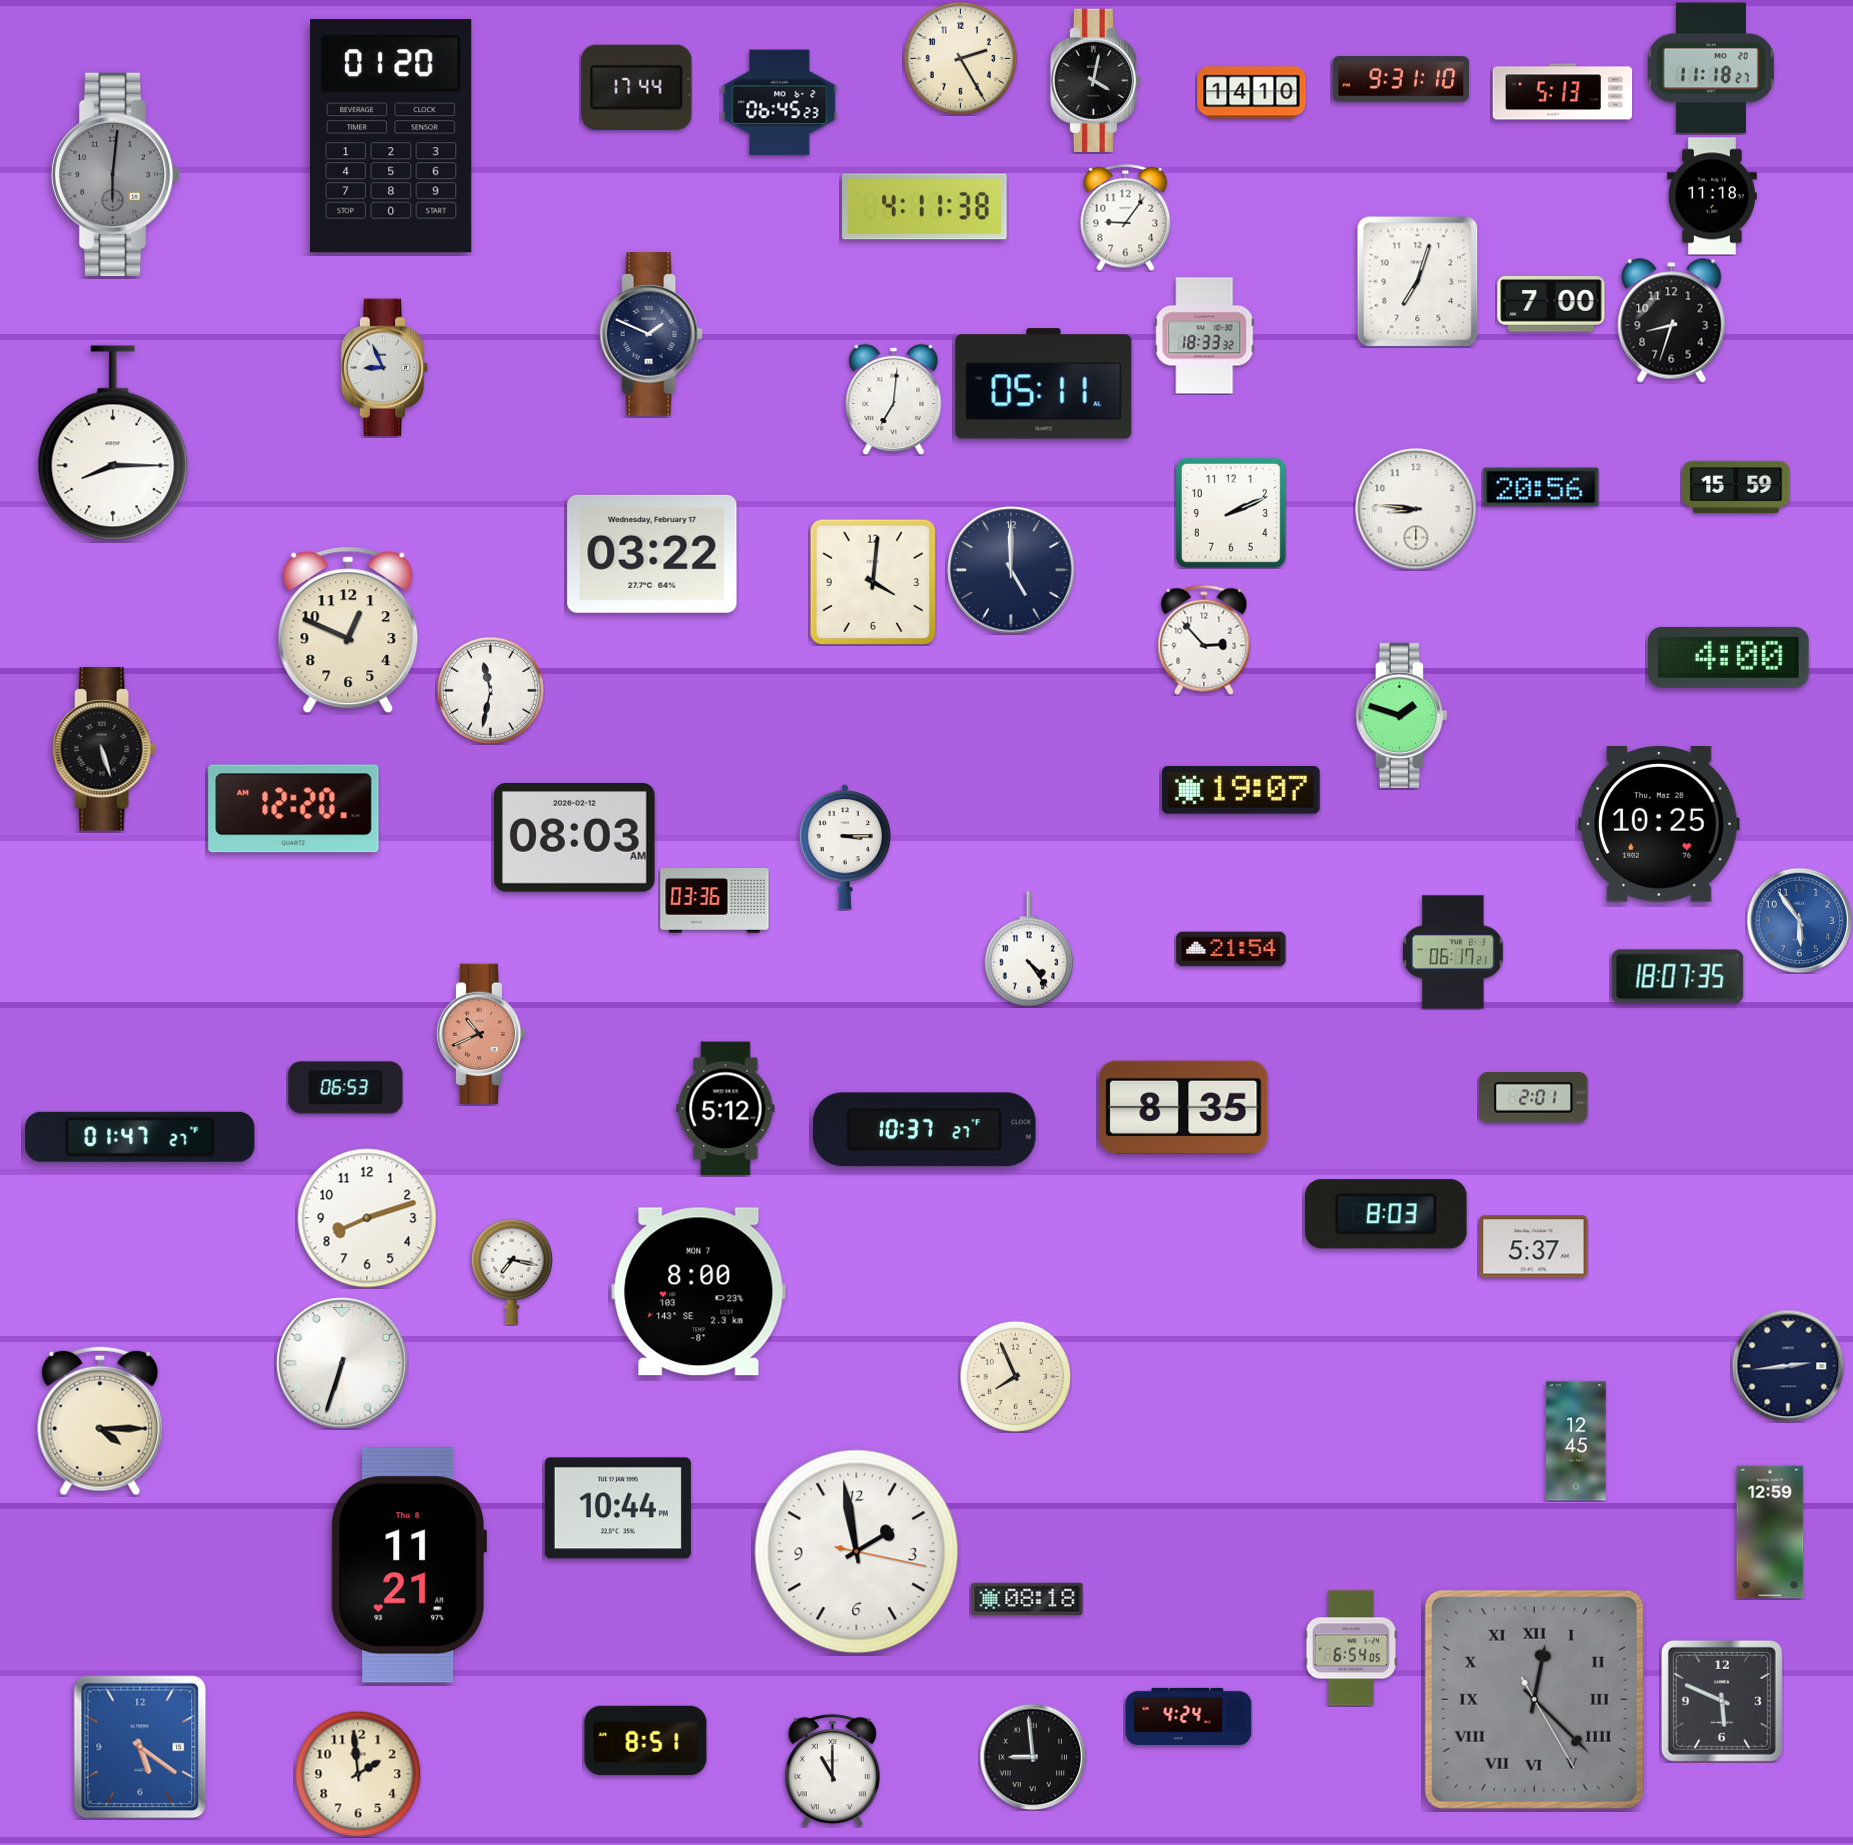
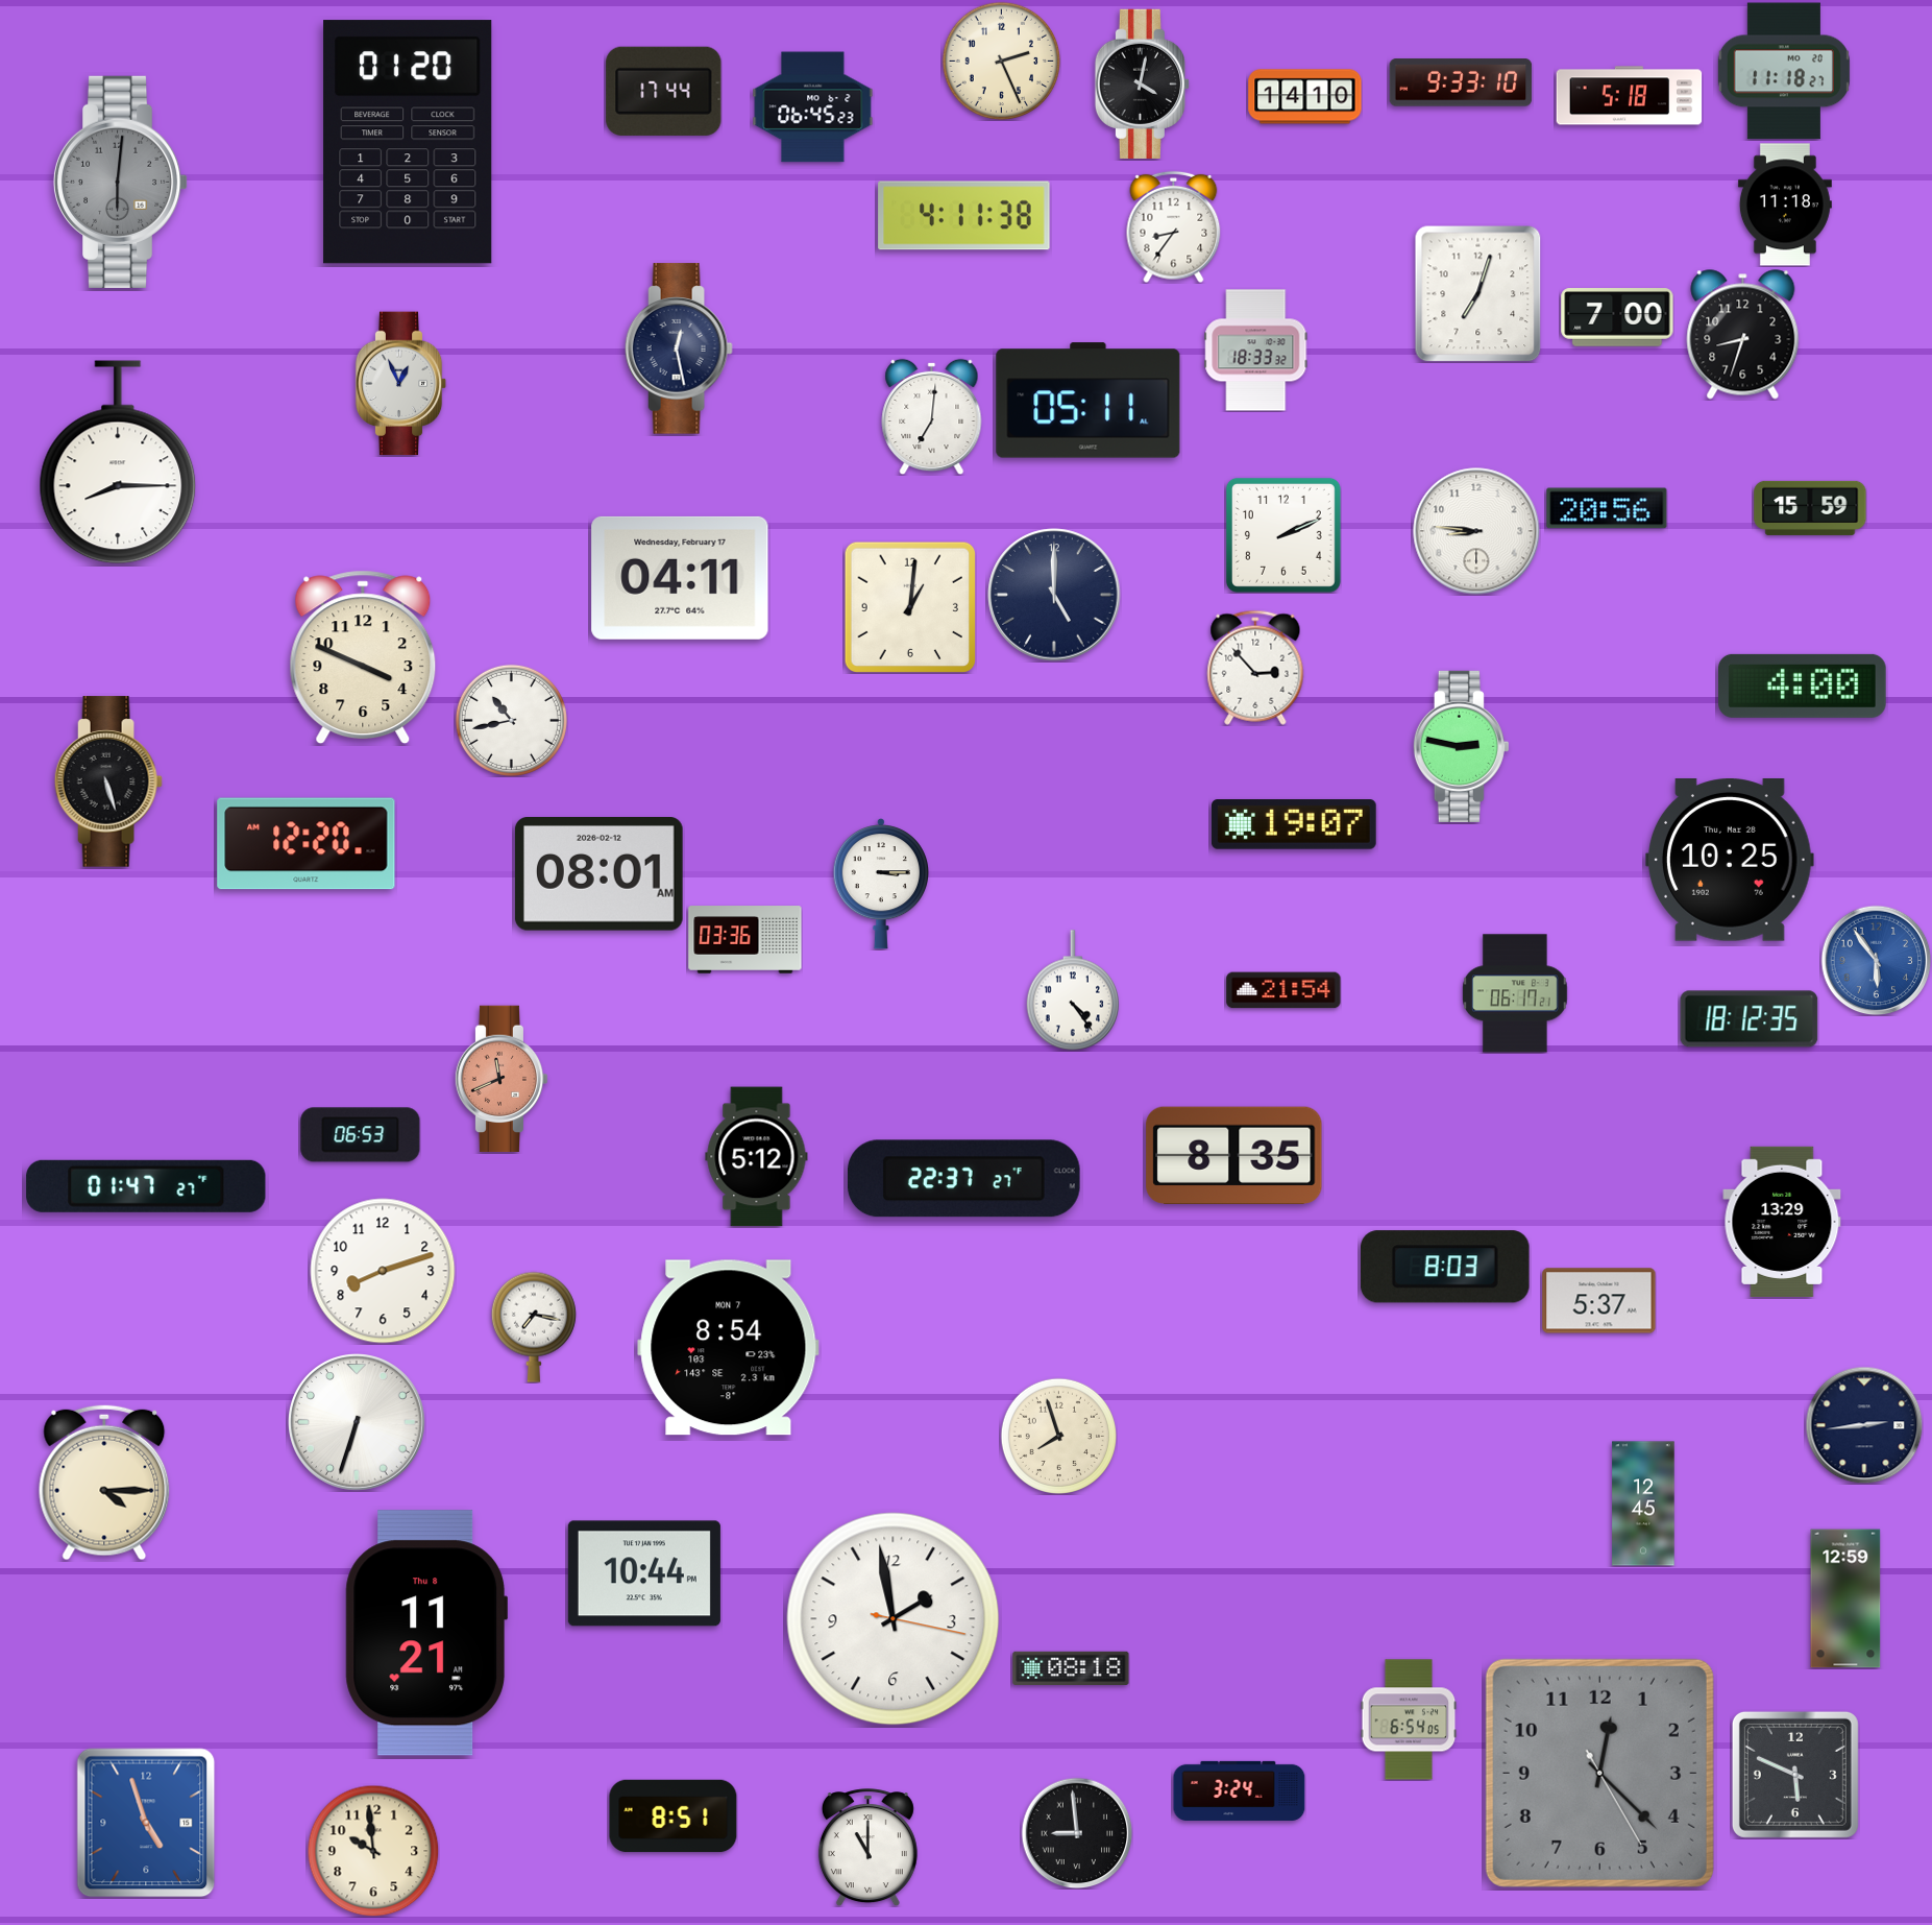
clock at (960, 58): 2:25 -> 2:26
clock at (1401, 79): 9:31 -> 9:33
clock at (1563, 92): 5:13 -> 5:18
clock at (1126, 217): 9:06 -> 8:36
clock at (651, 334): 1:49 -> 12:28
clock at (385, 368): 8:56 -> 12:56
clock at (652, 554): 03:22 -> 04:11
clock at (872, 581): 4:01 -> 1:01
clock at (348, 630): 12:49 -> 3:49
clock at (490, 690): 11:32 -> 10:43
clock at (1401, 715): 1:48 -> 2:47
clock at (574, 838): 08:03 -> 08:01
clock at (1678, 977): 18:07 -> 18:12
clock at (481, 1034): 10:41 -> 11:41
clock at (1534, 1097): 2:01 -> none
clock at (925, 1130): 10:37 -> 22:37
clock at (1782, 1222): none -> 13:29
clock at (699, 1292): 8:00 -> 8:54
clock at (1015, 1376): 7:56 -> 7:57
clock at (1534, 1699) numerals: Roman -> Arabic
clock at (1189, 1716): 4:24 -> 3:24
clock at (140, 1747): 5:21 -> 4:57
clock at (358, 1774): 1:59 -> 9:59
